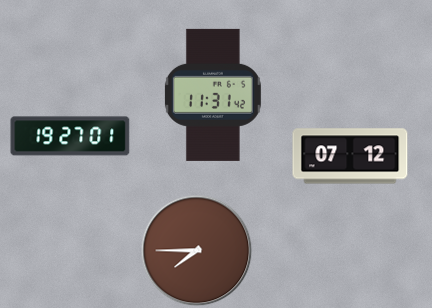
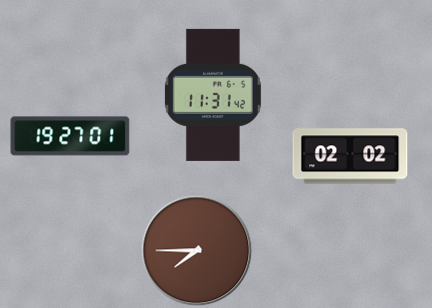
clock at (350, 156): 07:12 -> 02:02
